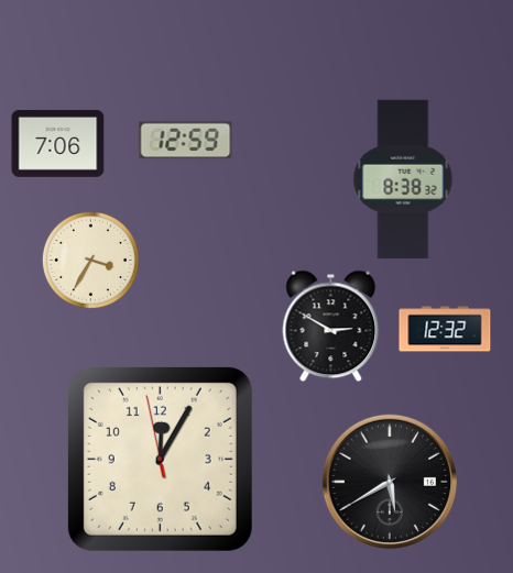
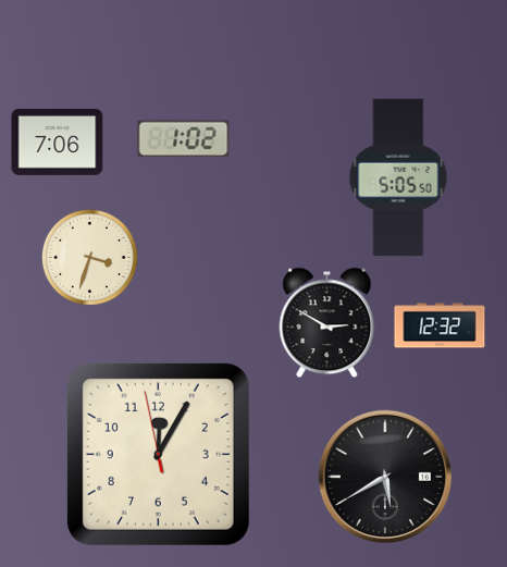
clock at (186, 141): 12:59 -> 1:02
clock at (403, 179): 8:38 -> 5:05
clock at (90, 260): 3:35 -> 3:33
